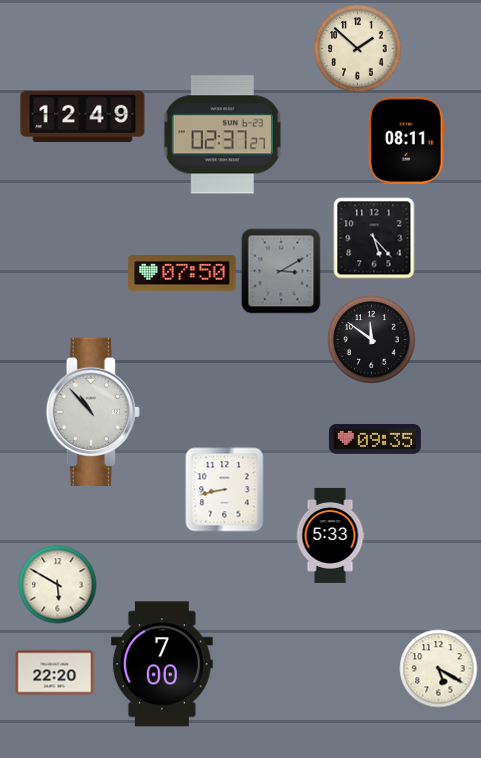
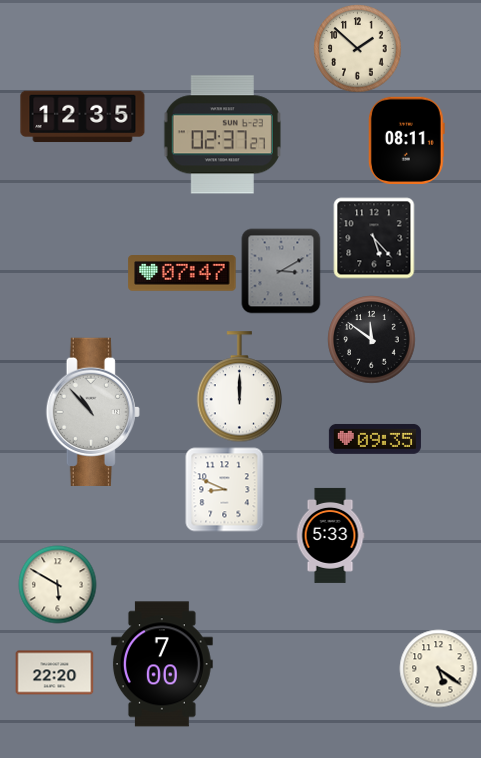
clock at (83, 117): 12:49 -> 12:35
clock at (182, 274): 07:50 -> 07:47
clock at (240, 387): none -> 12:00
clock at (225, 489): 8:43 -> 8:49
clock at (438, 668): 5:20 -> 5:21
